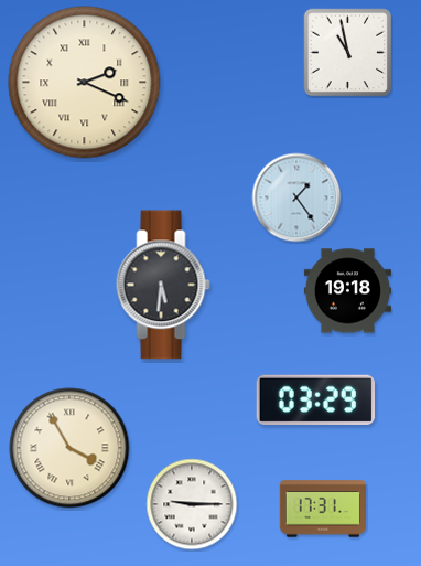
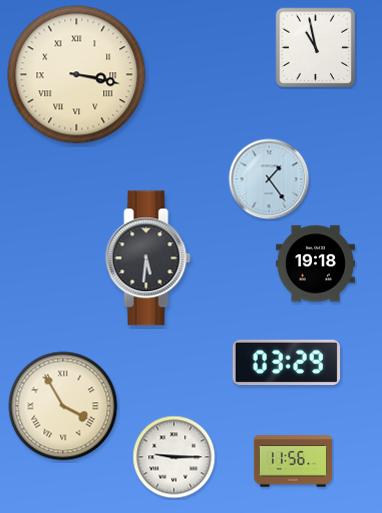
clock at (85, 83): 2:19 -> 3:17
clock at (322, 509): 17:31 -> 11:56
